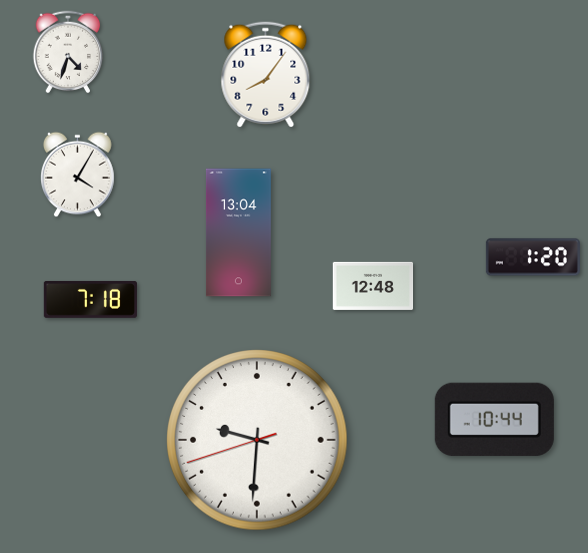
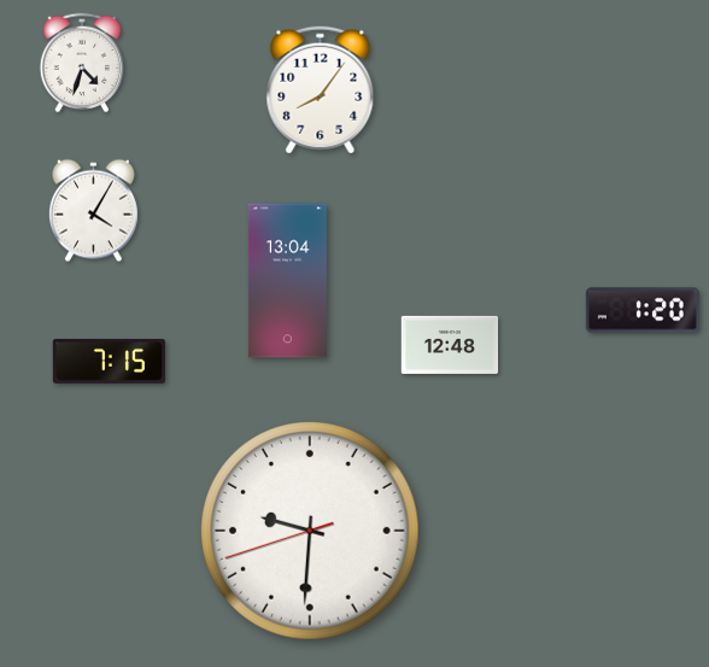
clock at (90, 299): 7:18 -> 7:15
clock at (494, 419): 10:44 -> none
